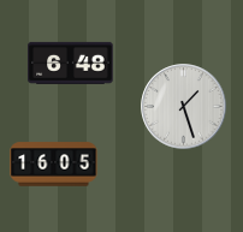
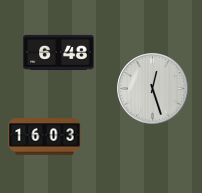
clock at (184, 107): 1:27 -> 12:27
clock at (54, 165): 16:05 -> 16:03
